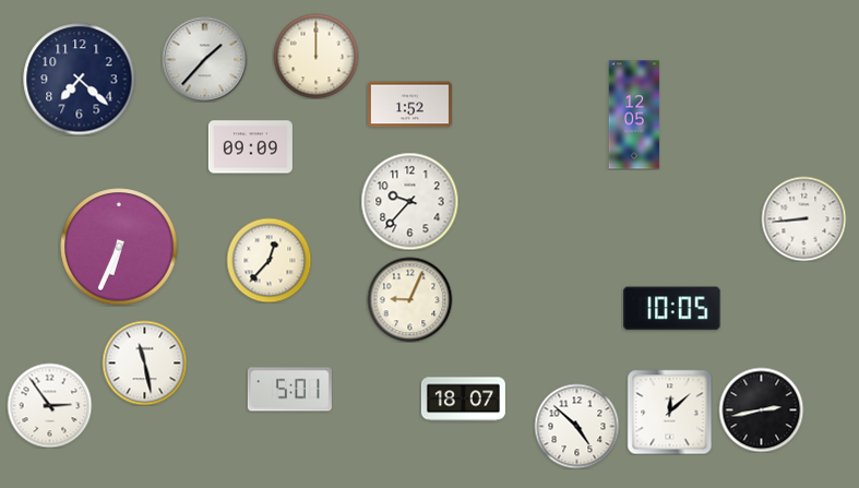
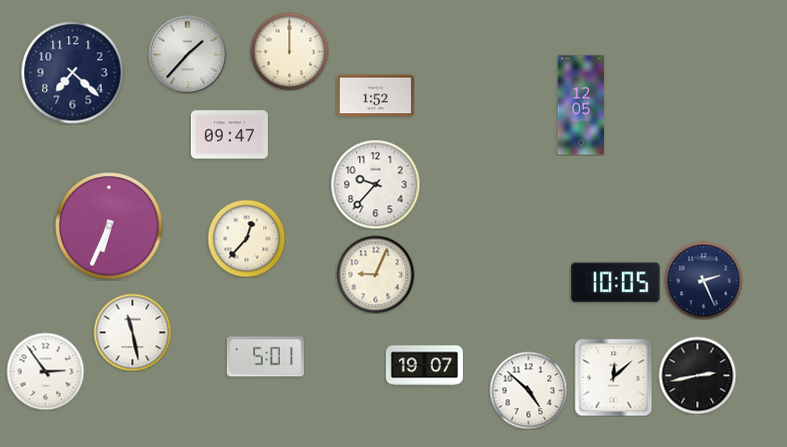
clock at (250, 147): 09:09 -> 09:47
clock at (803, 218): 8:44 -> none
clock at (703, 280): none -> 2:26
clock at (463, 400): 18:07 -> 19:07
